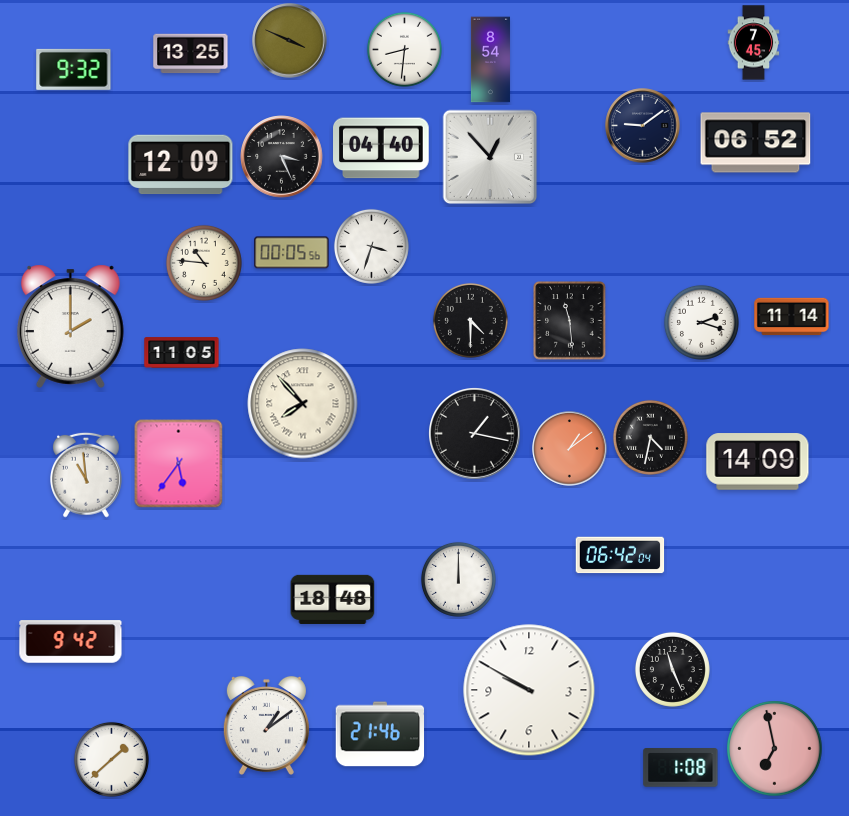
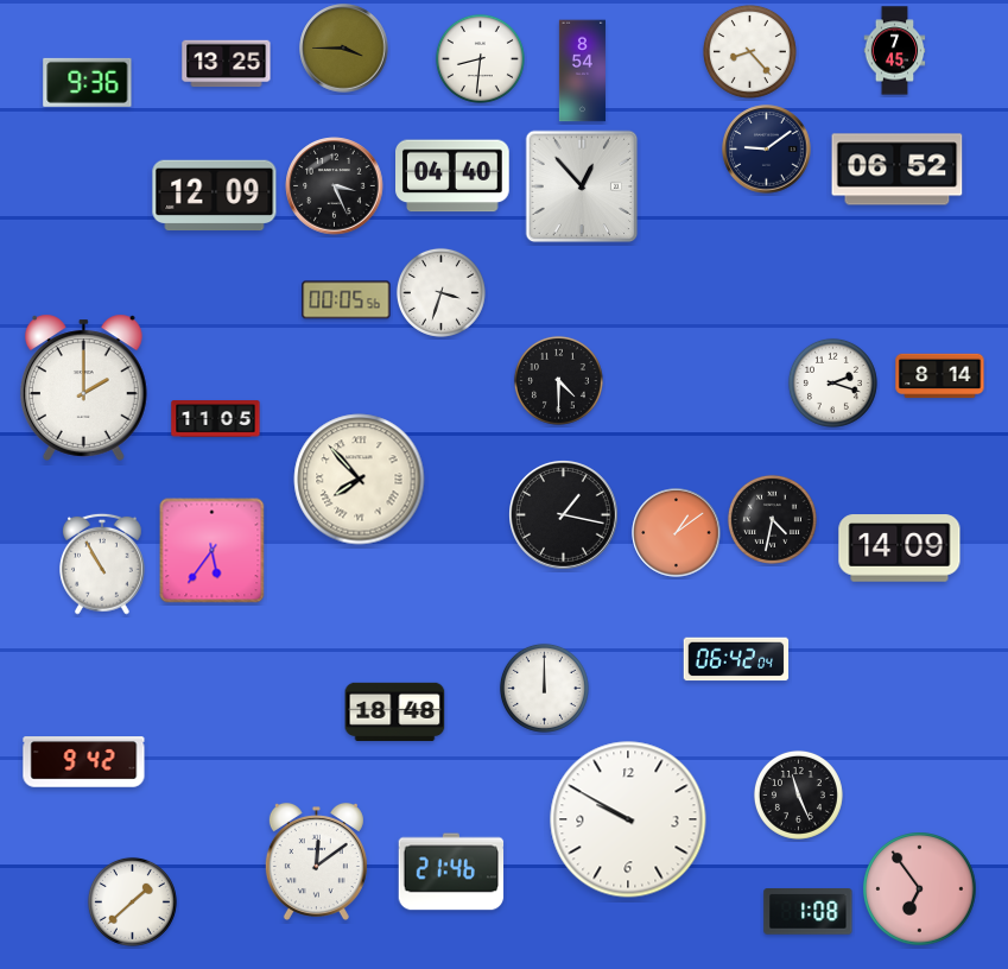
clock at (290, 41): 3:49 -> 3:45
clock at (749, 51): none -> 8:23
clock at (74, 69): 9:32 -> 9:36
clock at (643, 126) position: (643, 126) -> (767, 150)
clock at (204, 263): 10:46 -> none
clock at (792, 317): 11:14 -> 8:14
clock at (570, 321): 11:29 -> none
clock at (87, 475): 10:59 -> 10:55
clock at (266, 725): 1:09 -> 12:09
clock at (775, 749): 6:58 -> 6:54
